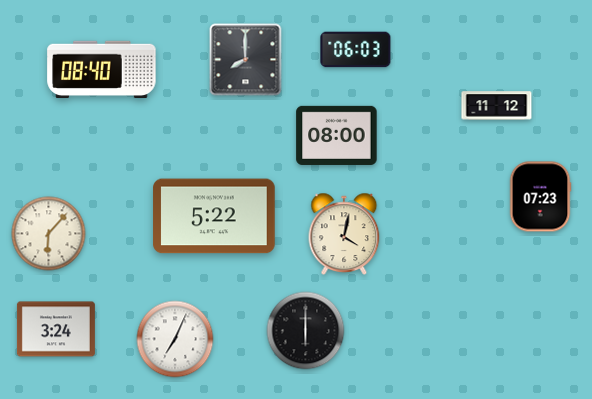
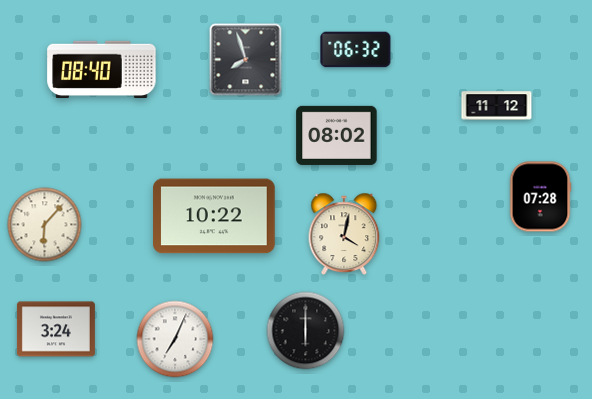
clock at (356, 50): 06:03 -> 06:32
clock at (246, 60): 8:00 -> 7:57
clock at (337, 135): 08:00 -> 08:02
clock at (540, 197): 07:23 -> 07:28
clock at (214, 216): 5:22 -> 10:22
clock at (49, 234) position: (49, 234) -> (45, 225)
